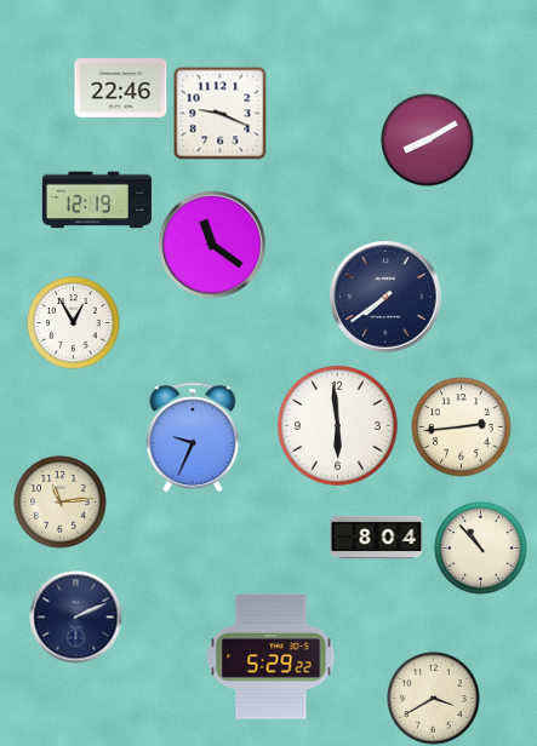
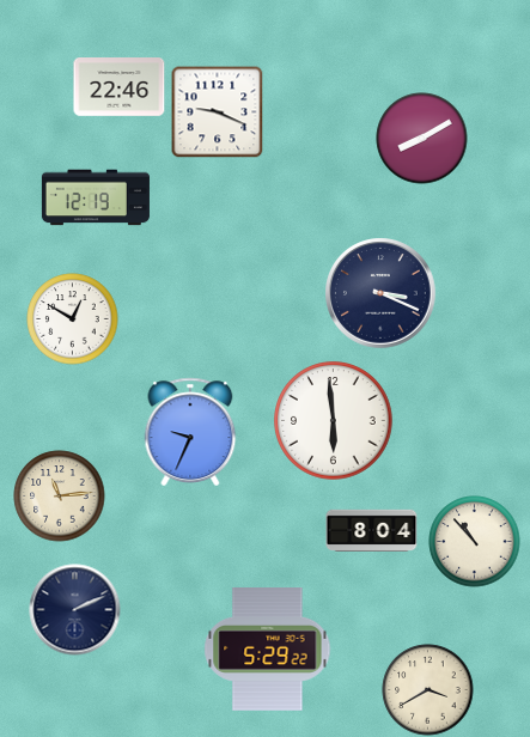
clock at (212, 245): 11:21 -> none
clock at (385, 297): 7:39 -> 3:19
clock at (74, 323): 12:55 -> 12:50
clock at (462, 427): 2:44 -> none
